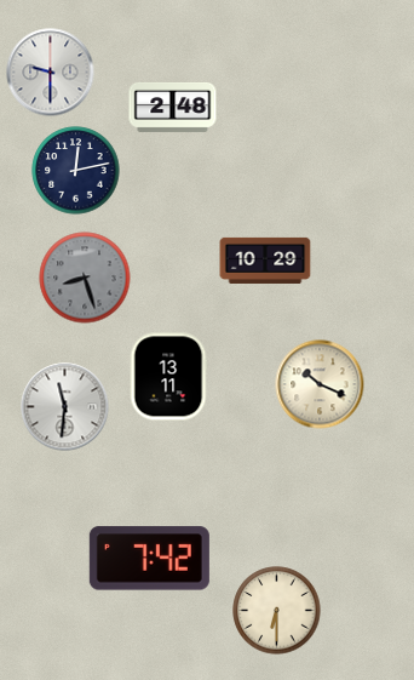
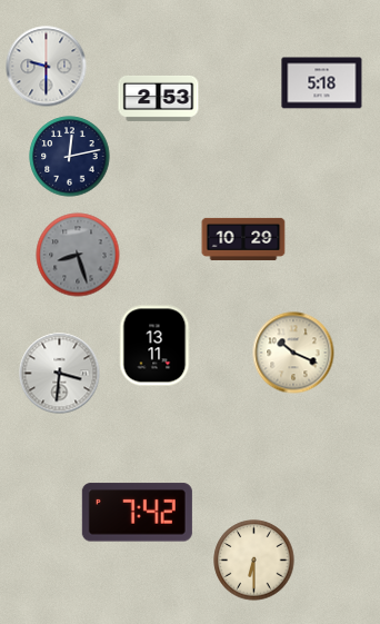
clock at (322, 83): none -> 5:18
clock at (173, 107): 2:48 -> 2:53
clock at (65, 407): 11:31 -> 3:31
